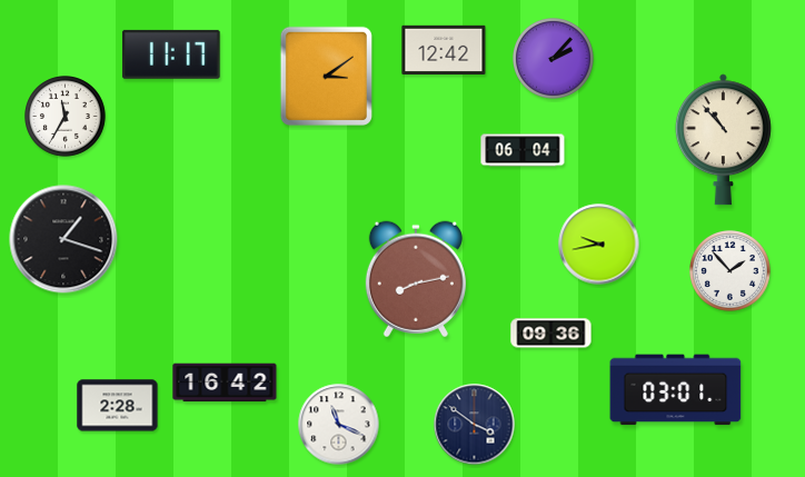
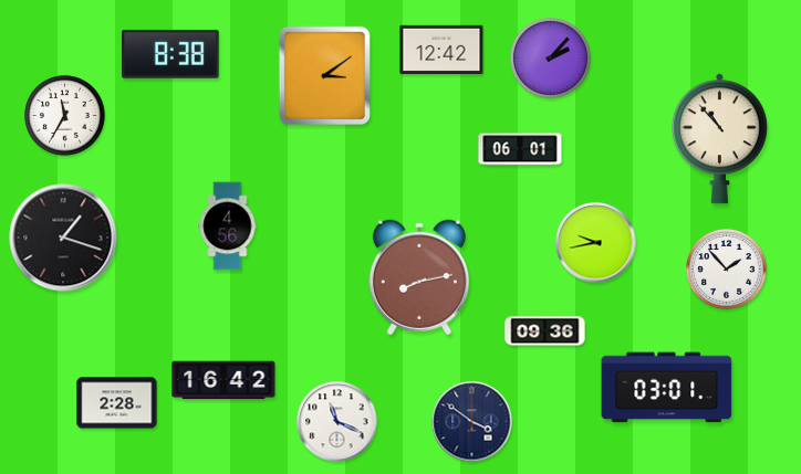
clock at (171, 54): 11:17 -> 8:38
clock at (523, 150): 06:04 -> 06:01
clock at (228, 227): none -> 4:56
clock at (416, 279) position: (416, 279) -> (419, 277)
clock at (551, 334) position: (551, 334) -> (545, 331)
clock at (676, 390) position: (676, 390) -> (667, 388)
